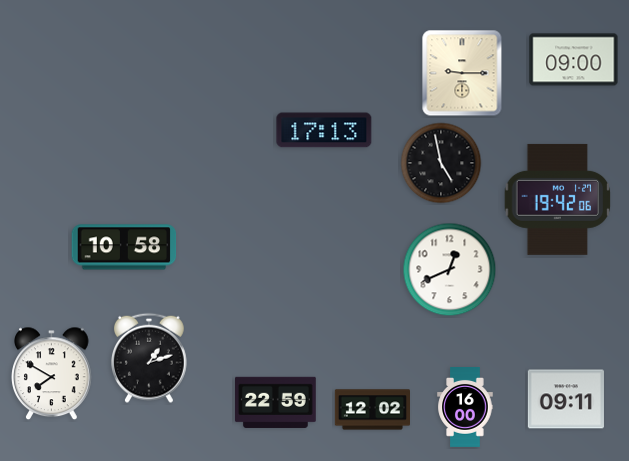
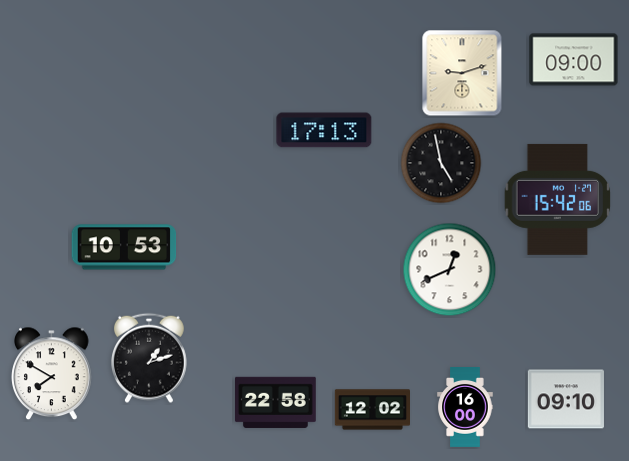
clock at (462, 73): 9:15 -> 9:12
clock at (558, 199): 19:42 -> 15:42
clock at (124, 247): 10:58 -> 10:53
clock at (566, 399): 09:11 -> 09:10
clock at (276, 402): 22:59 -> 22:58
